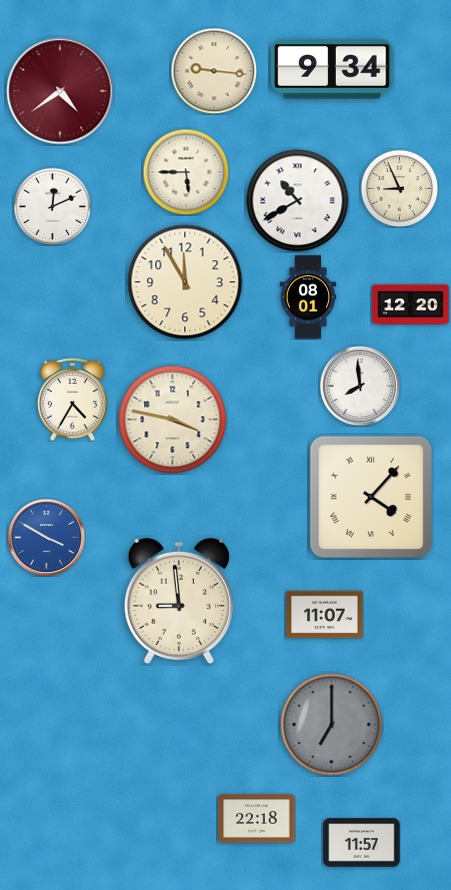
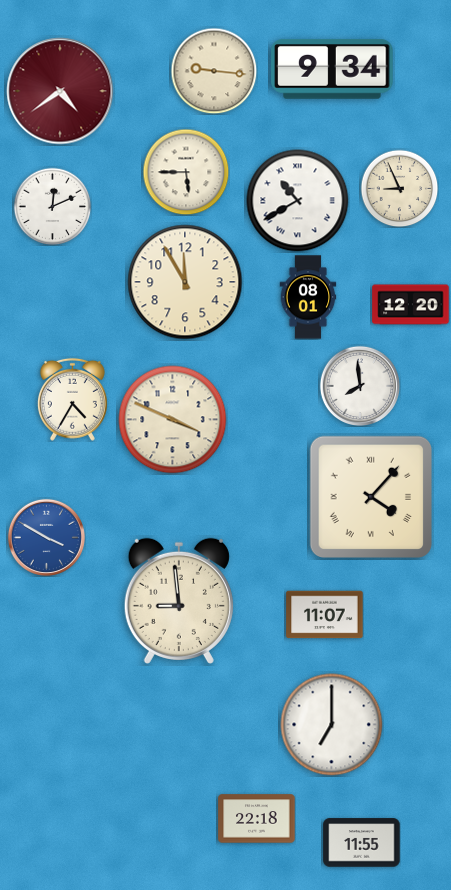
clock at (173, 420): 3:47 -> 3:49
clock at (332, 725) dial: grey -> white
clock at (362, 843): 11:57 -> 11:55
